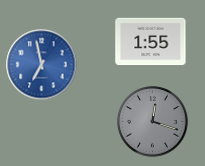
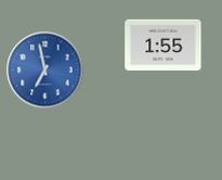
clock at (153, 122): 12:18 -> none
